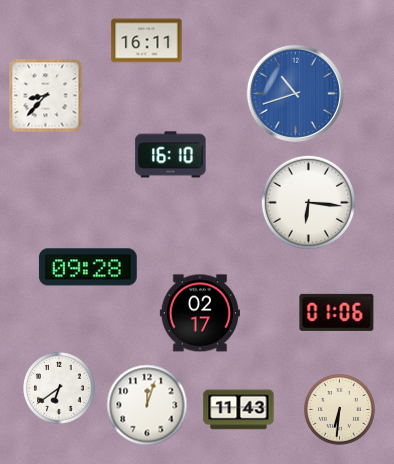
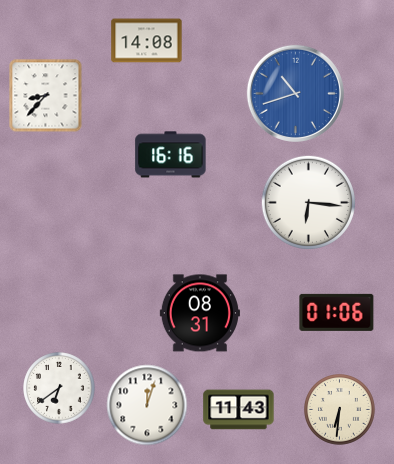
clock at (147, 41): 16:11 -> 14:08
clock at (171, 155): 16:10 -> 16:16
clock at (88, 267): 09:28 -> none
clock at (200, 313): 02:17 -> 08:31
